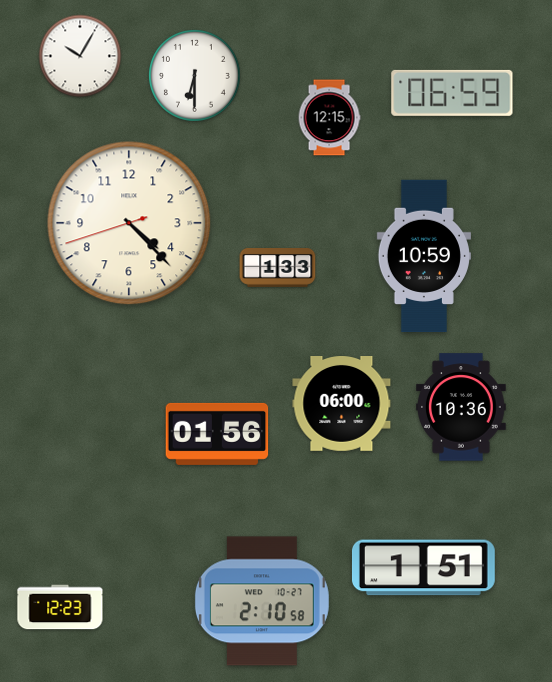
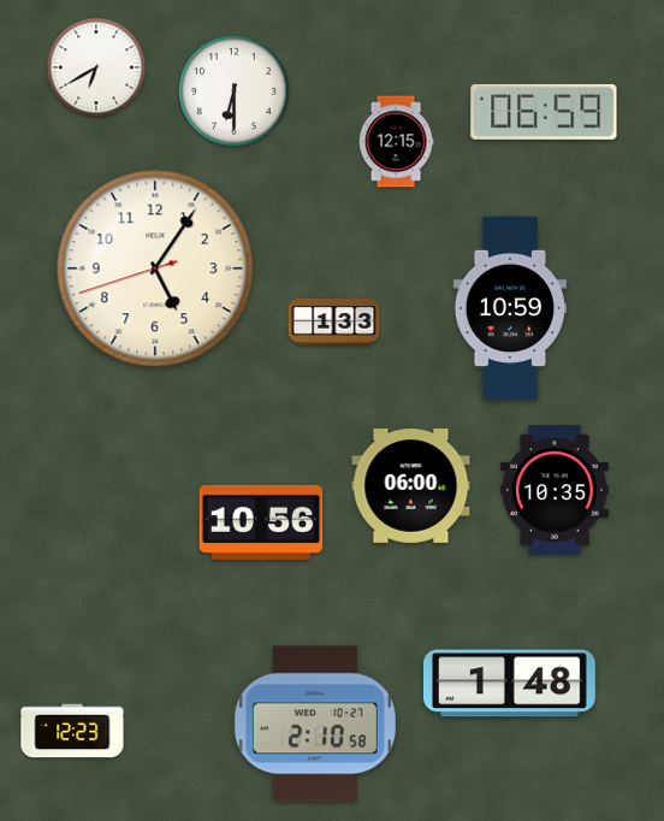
clock at (80, 56): 10:05 -> 6:40
clock at (129, 223): 4:22 -> 5:05
clock at (462, 407): 10:36 -> 10:35
clock at (217, 434): 01:56 -> 10:56
clock at (423, 568): 1:51 -> 1:48
